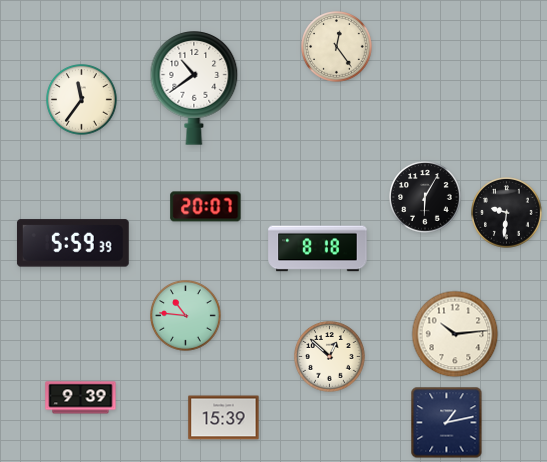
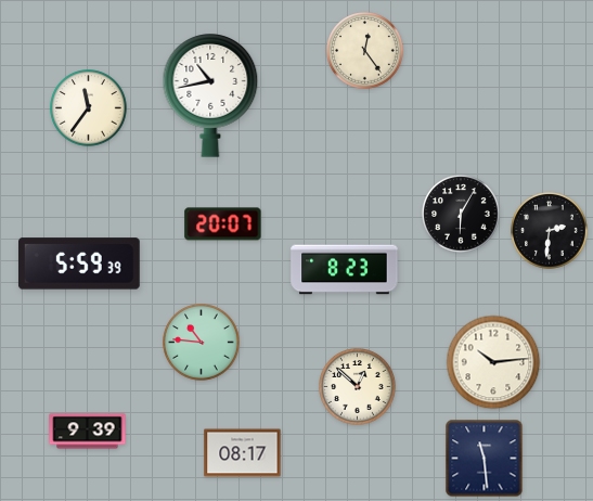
clock at (194, 88): 10:39 -> 10:43
clock at (507, 213): 9:31 -> 2:31
clock at (318, 249): 8:18 -> 8:23
clock at (224, 418): 15:39 -> 08:17
clock at (447, 423): 1:13 -> 11:29
